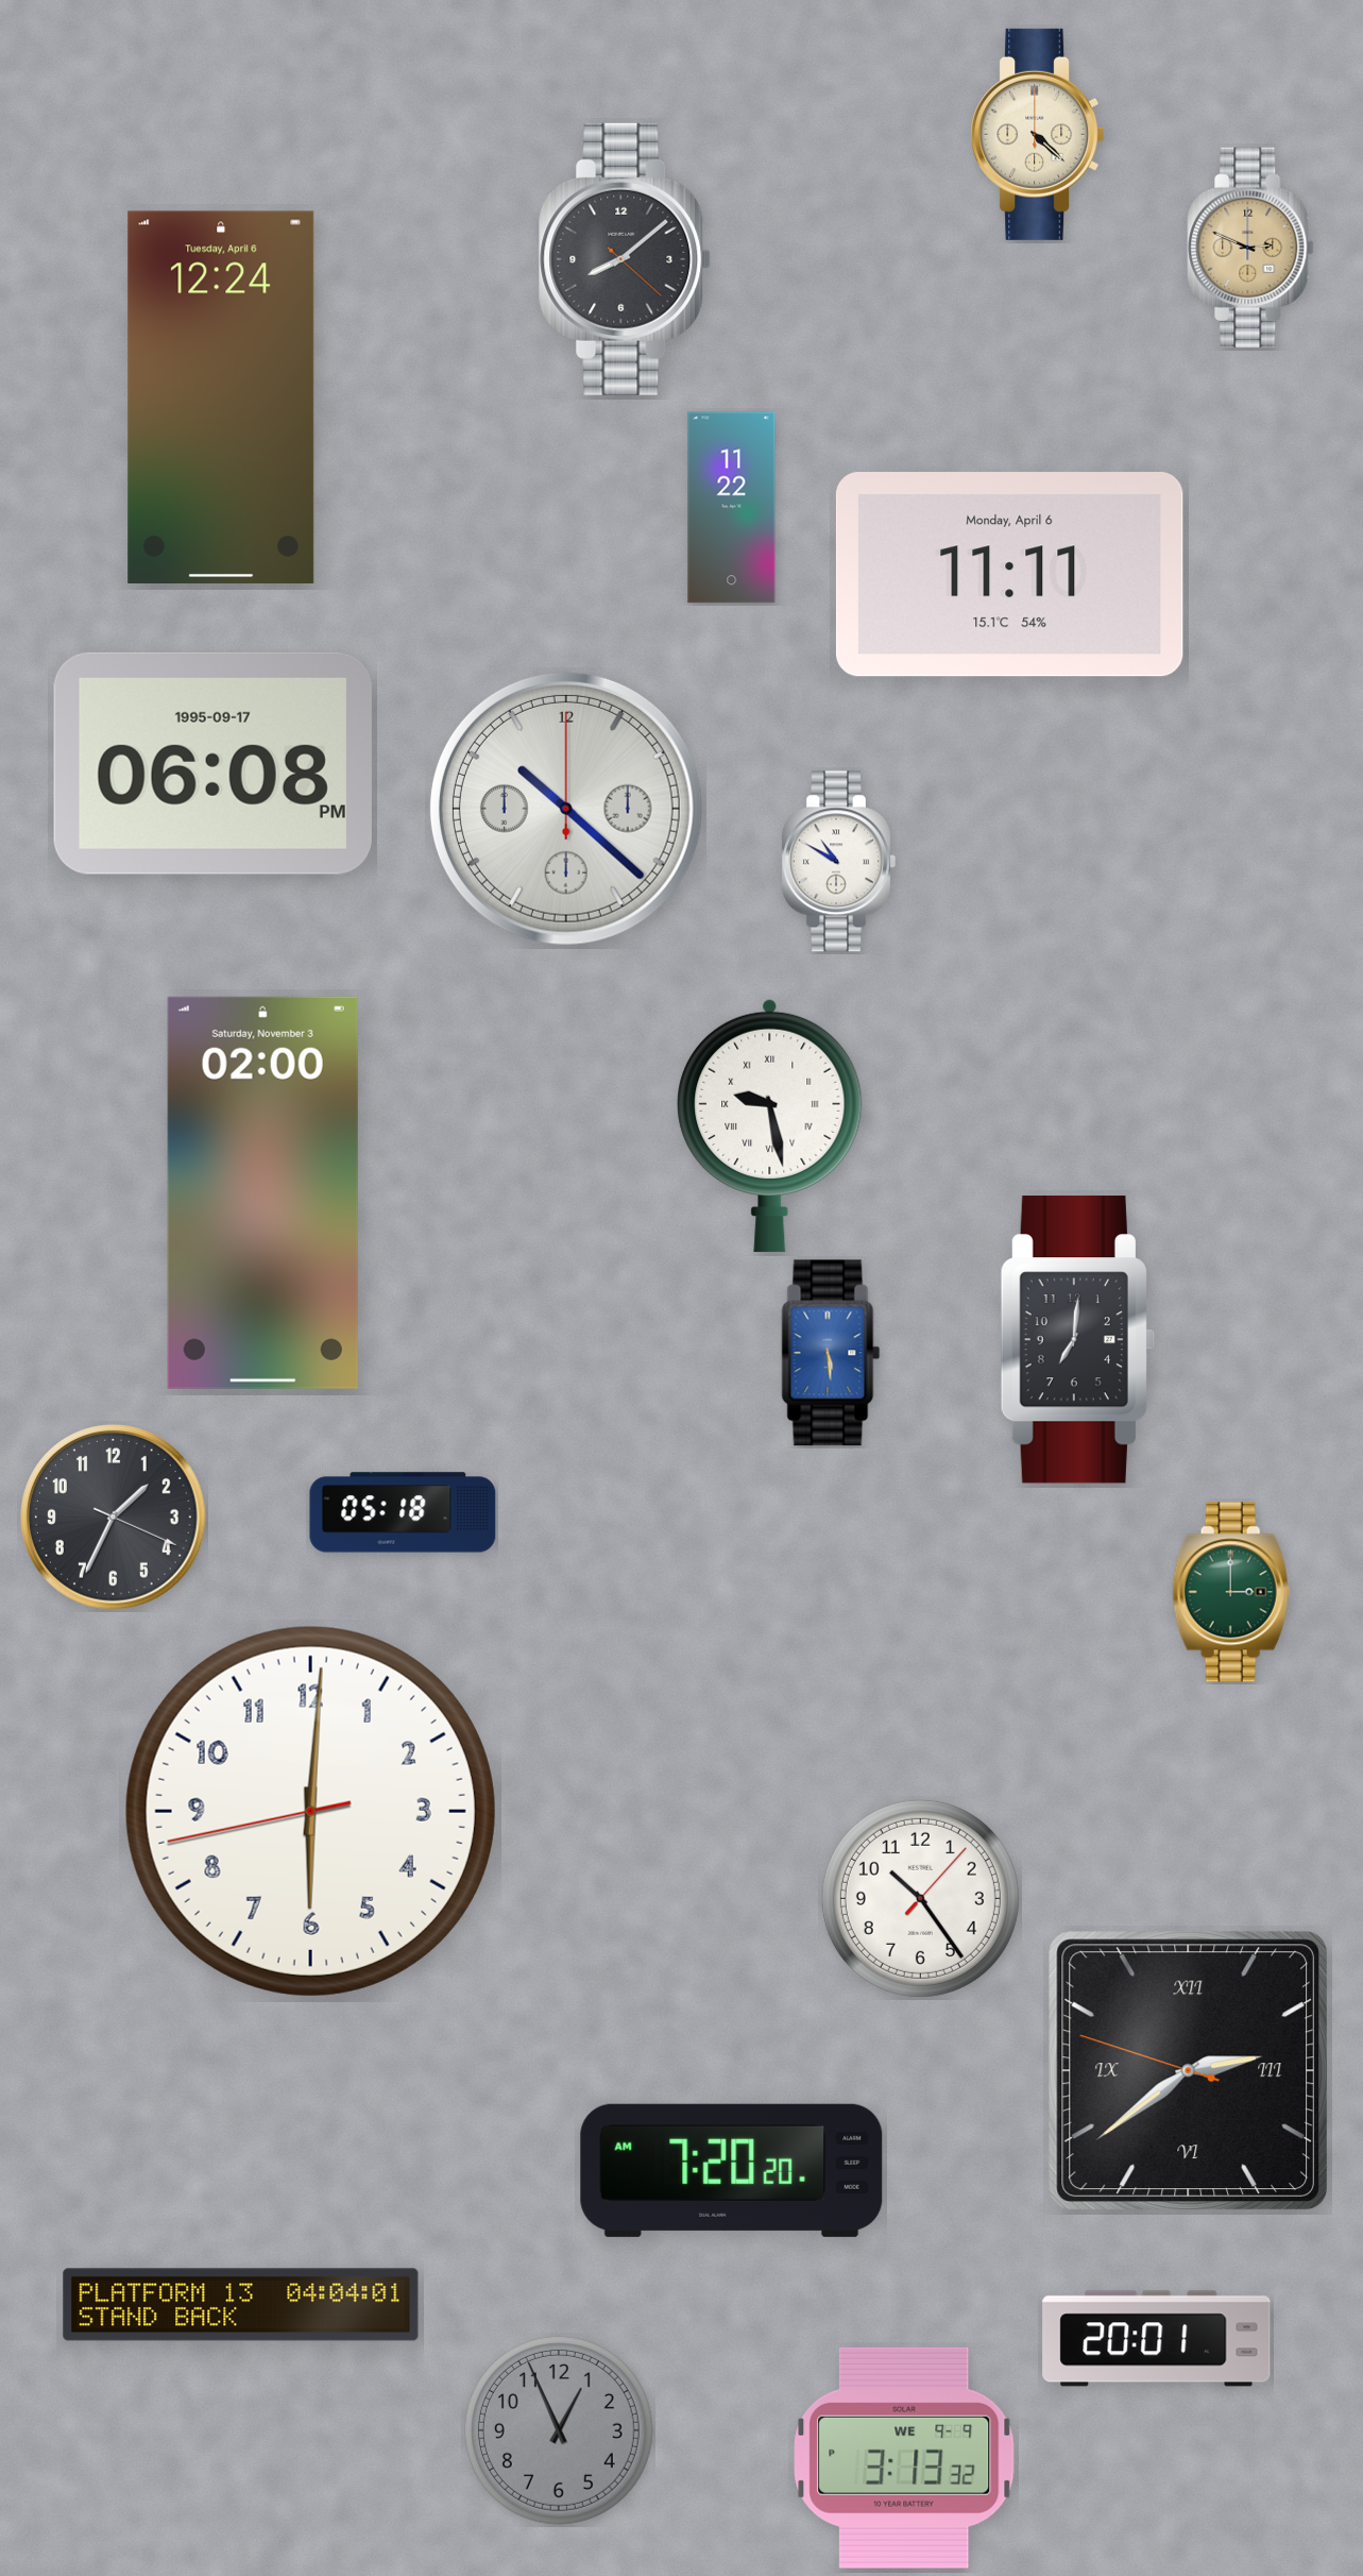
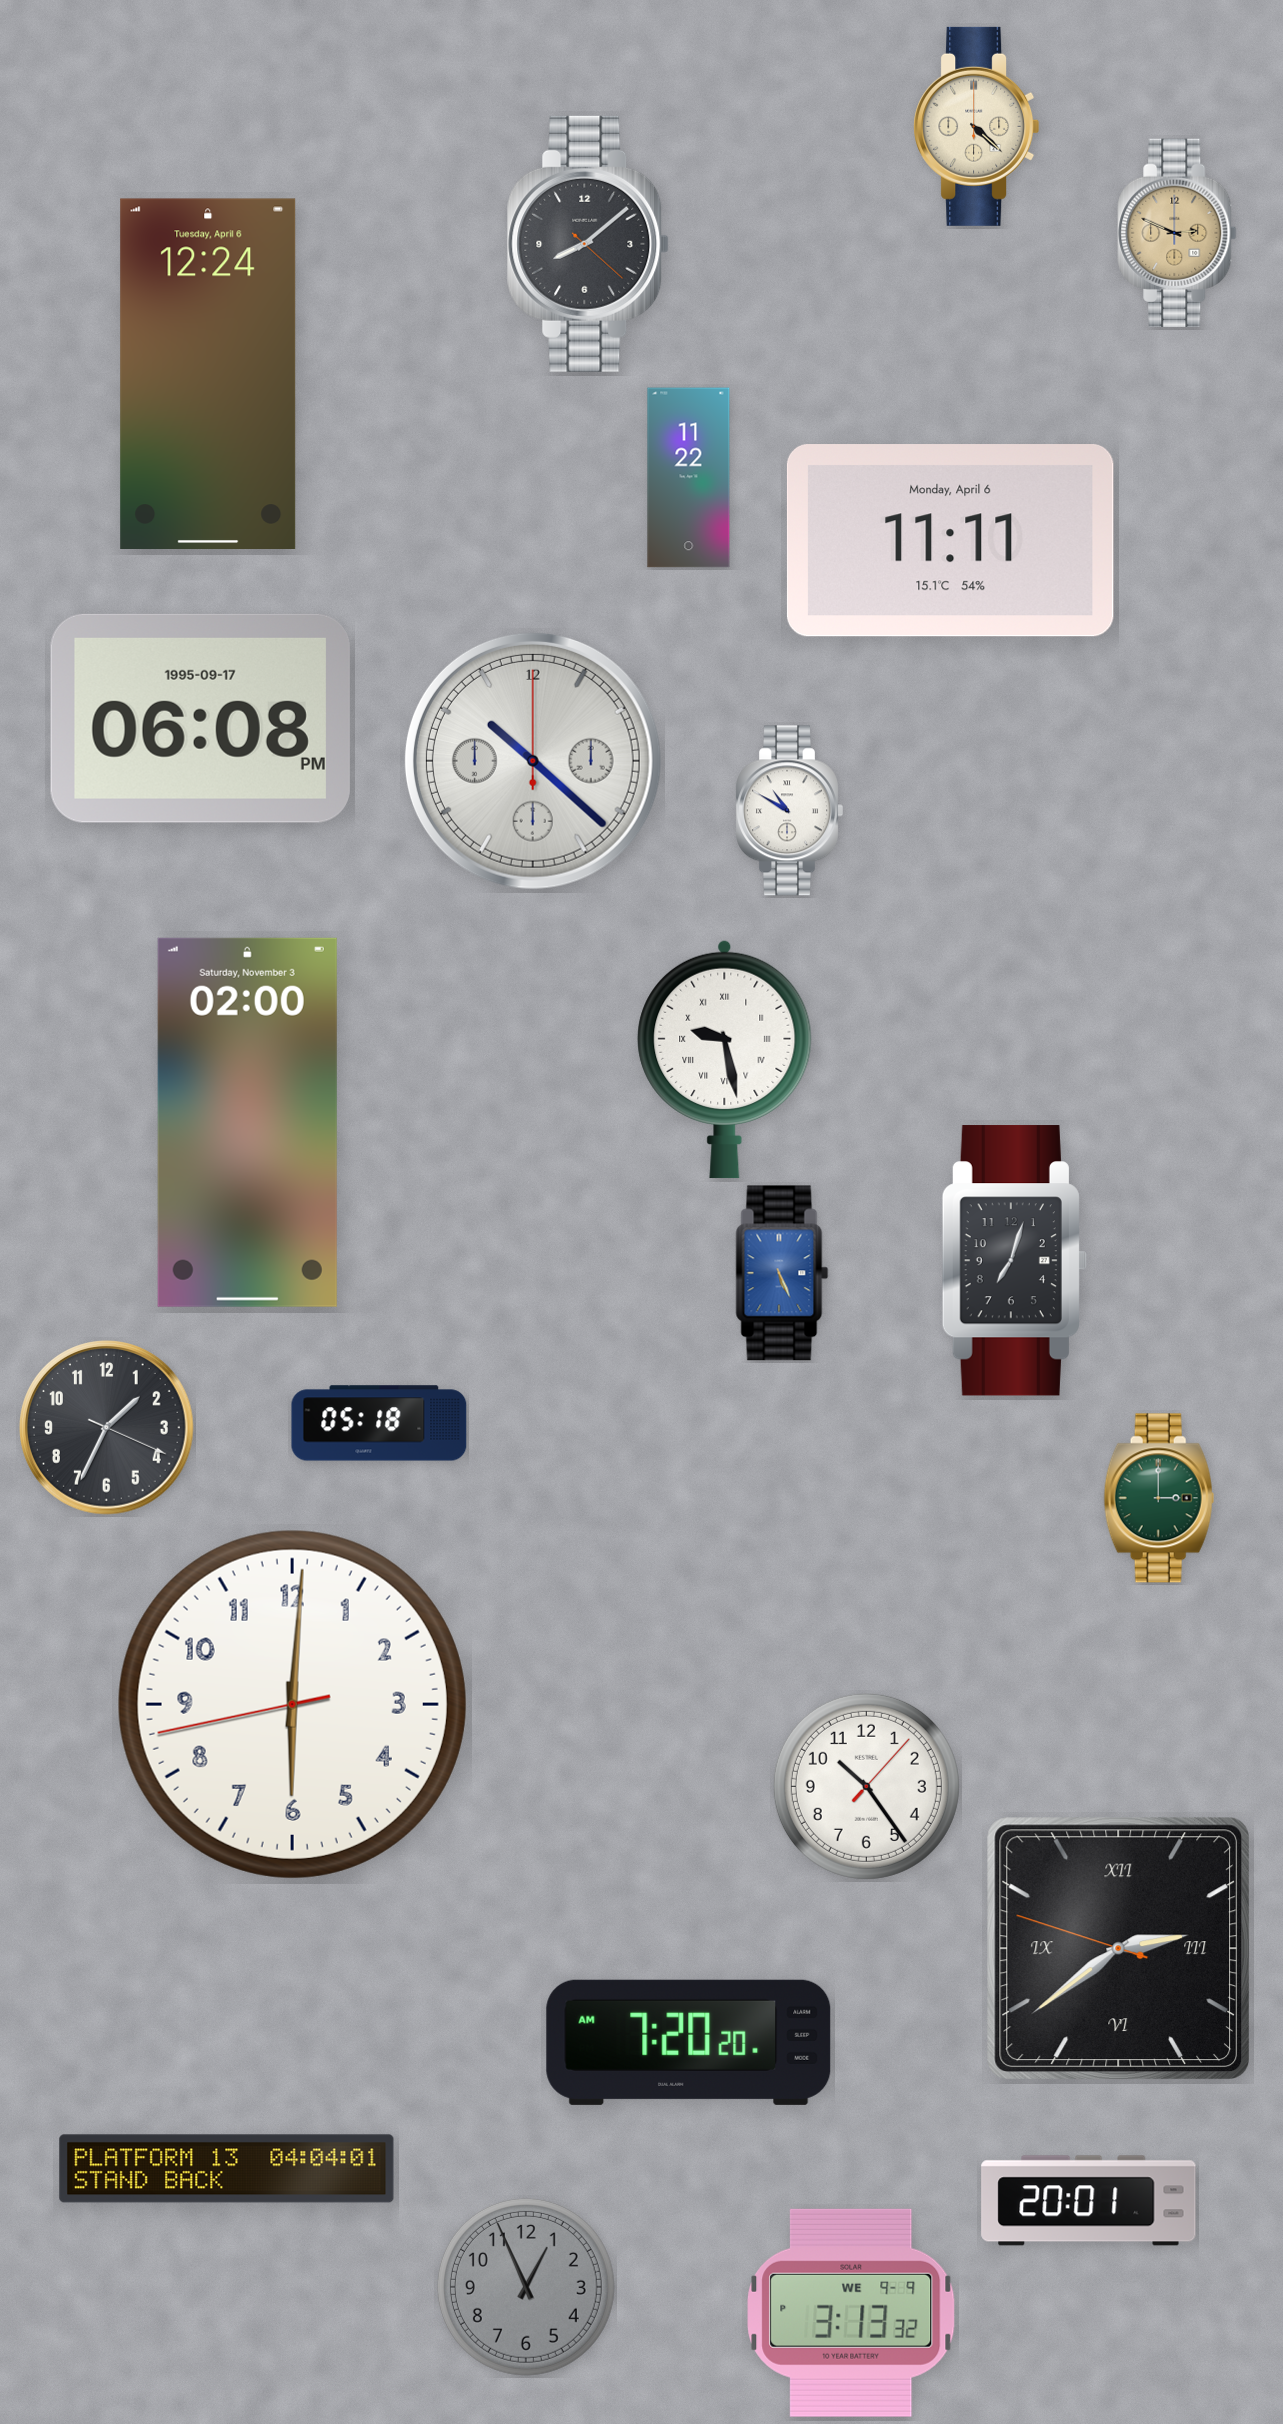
clock at (1077, 1340): 7:01 -> 7:03
clock at (831, 1353): 5:29 -> 5:26
